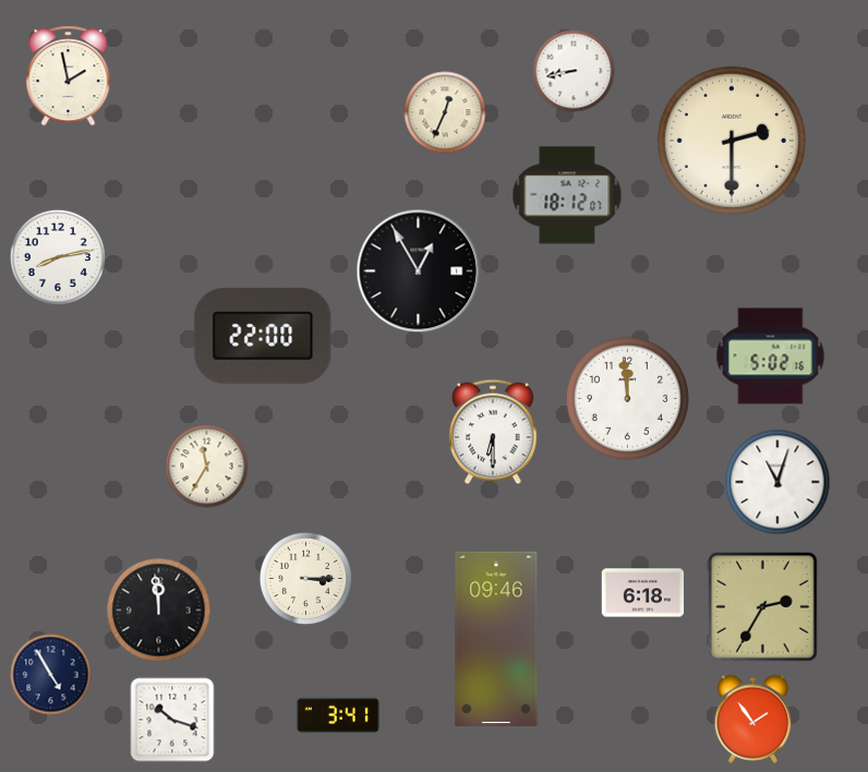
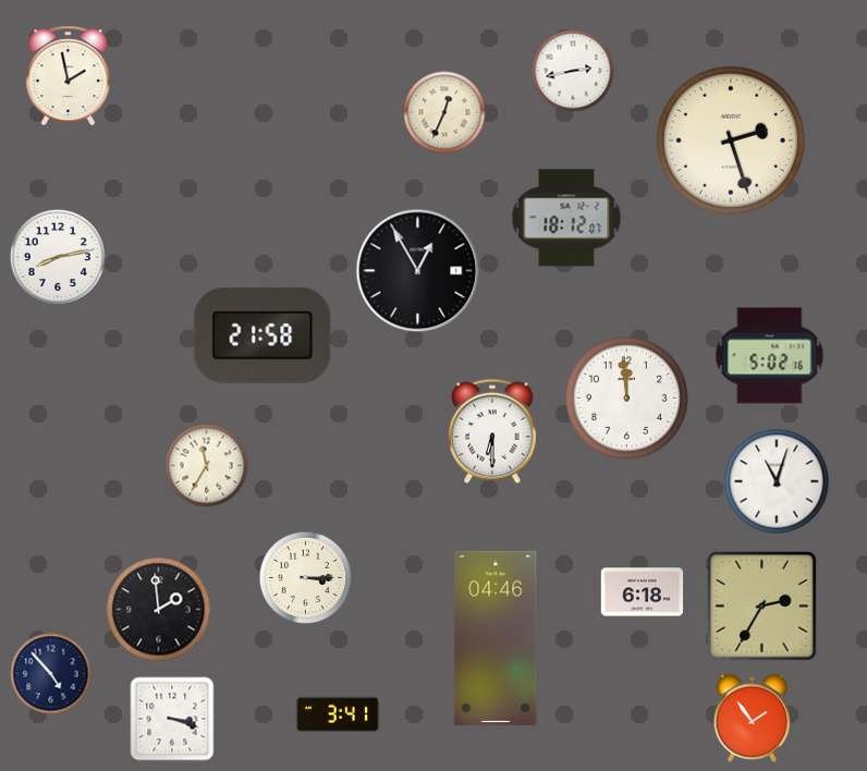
clock at (574, 71): 8:43 -> 2:43
clock at (732, 141): 2:30 -> 2:27
clock at (567, 195) position: (567, 195) -> (566, 218)
clock at (263, 336): 22:00 -> 21:58
clock at (159, 611): 11:59 -> 1:59
clock at (496, 639): 09:46 -> 04:46
clock at (51, 675): 4:55 -> 4:53
clock at (172, 720): 10:18 -> 3:18
